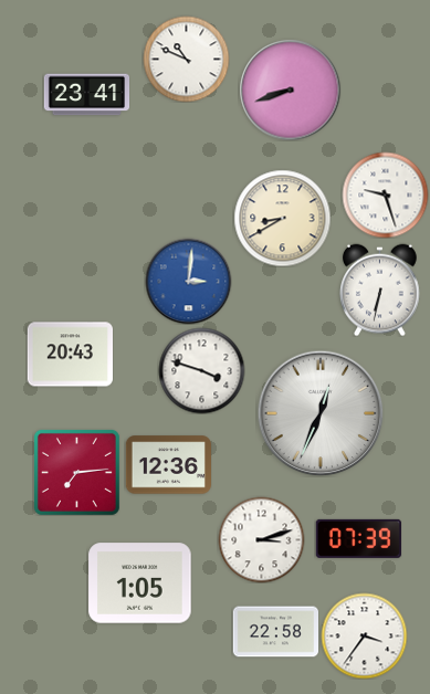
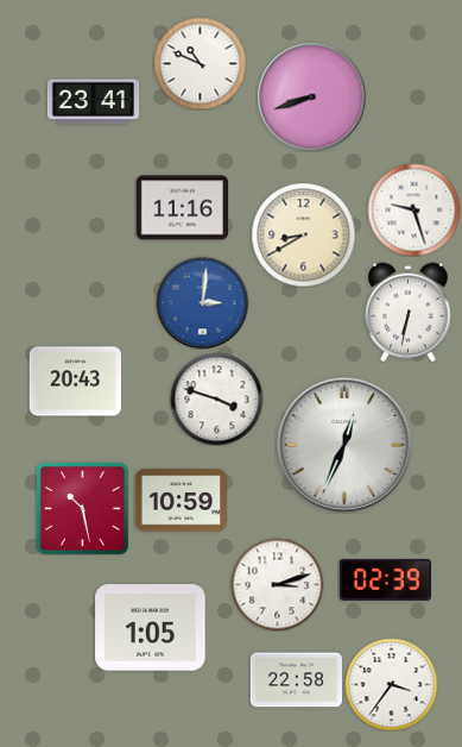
clock at (182, 208): none -> 11:16
clock at (168, 465): 12:36 -> 10:59
clock at (76, 472): 7:14 -> 10:28
clock at (358, 538): 07:39 -> 02:39
clock at (261, 539) position: (261, 539) -> (277, 584)
